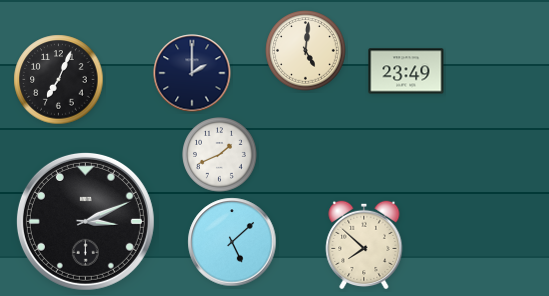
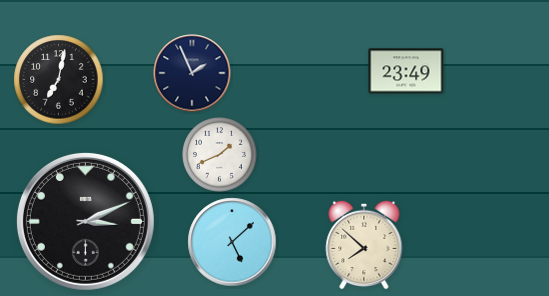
clock at (306, 51): 5:01 -> none
clock at (192, 73): 2:00 -> 1:56
clock at (59, 80): 7:04 -> 7:02
